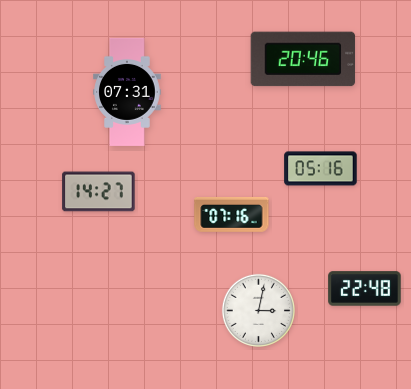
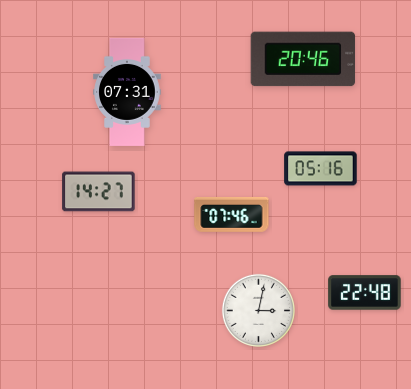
clock at (232, 214): 07:16 -> 07:46
clock at (365, 289) position: (365, 289) -> (365, 293)
